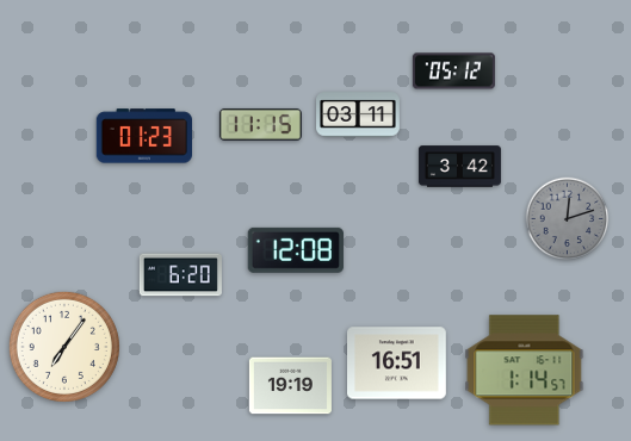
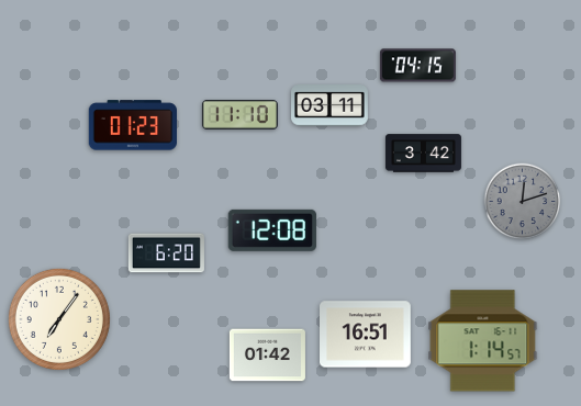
clock at (453, 72): 05:12 -> 04:15
clock at (260, 124): 11:15 -> 11:10
clock at (290, 386): 19:19 -> 01:42
